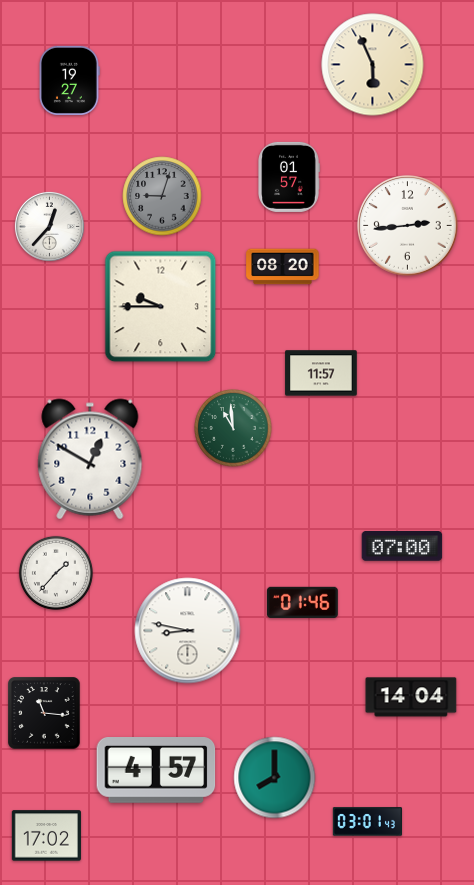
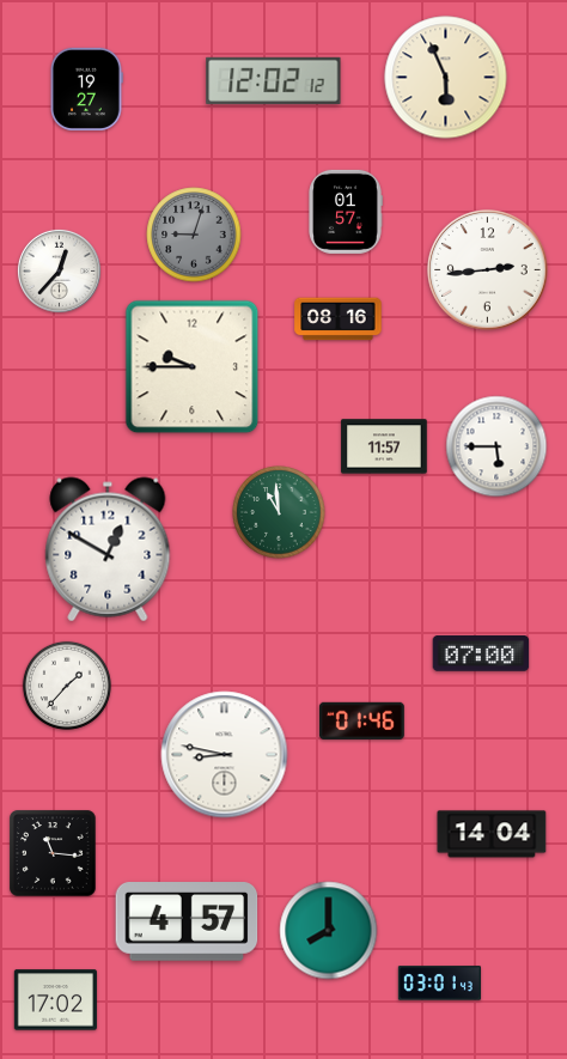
clock at (274, 80): none -> 12:02
clock at (69, 80) position: (69, 80) -> (86, 89)
clock at (283, 267): 08:20 -> 08:16
clock at (496, 446): none -> 5:45
